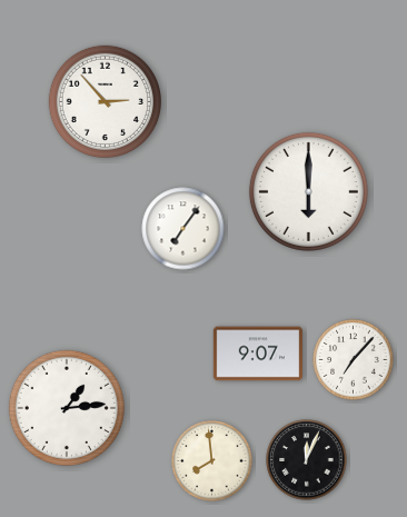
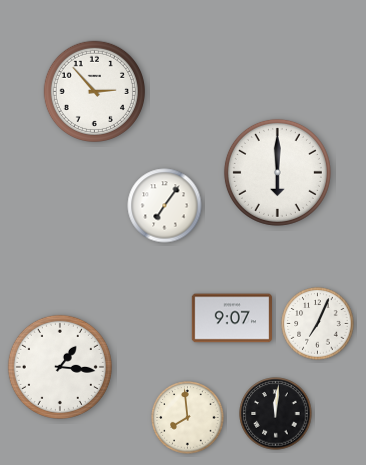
clock at (354, 360): 7:07 -> 7:04
clock at (67, 408): 1:14 -> 1:16
clock at (307, 460): 12:04 -> 12:01
clock at (212, 461) position: (212, 461) -> (188, 418)
